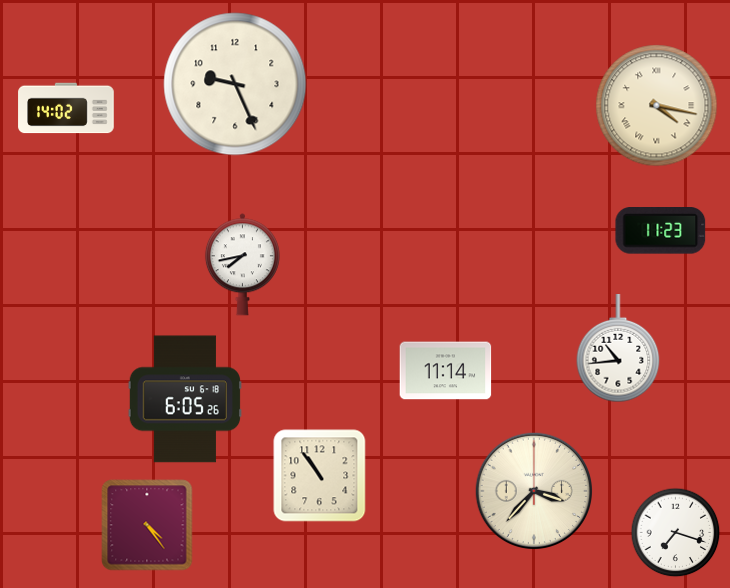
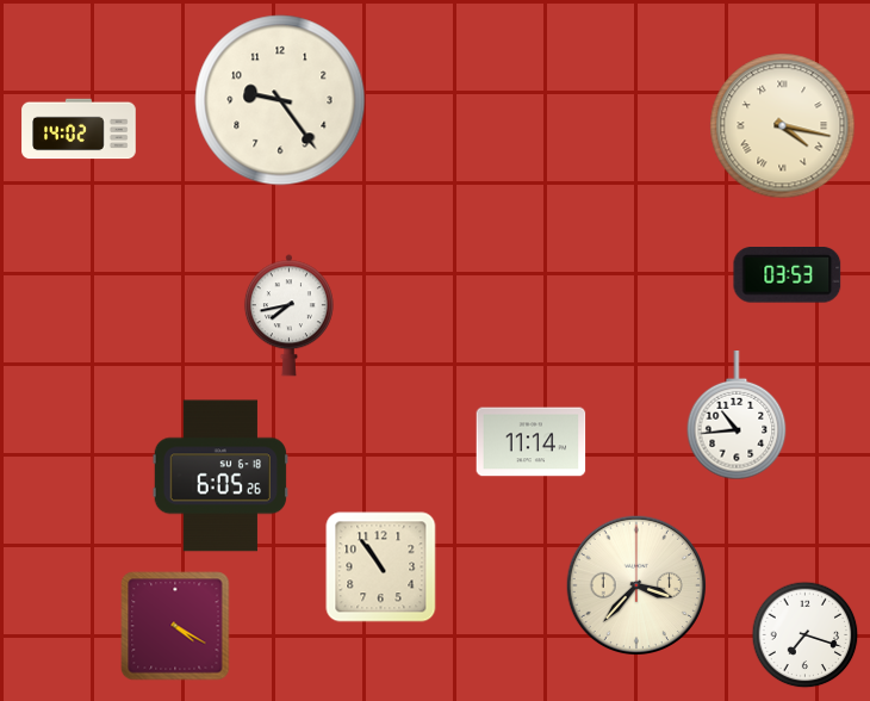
clock at (235, 84): 9:26 -> 9:24
clock at (661, 231): 11:23 -> 03:53
clock at (147, 525): 4:24 -> 4:20
